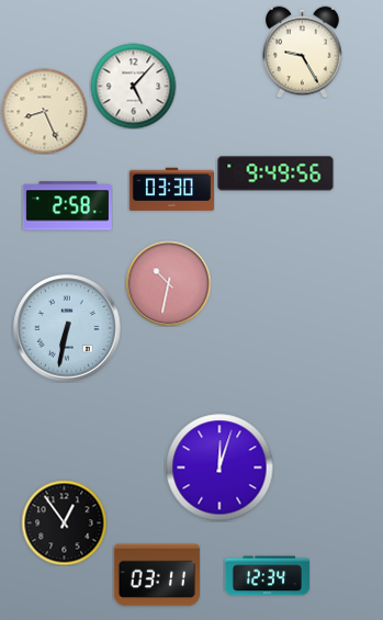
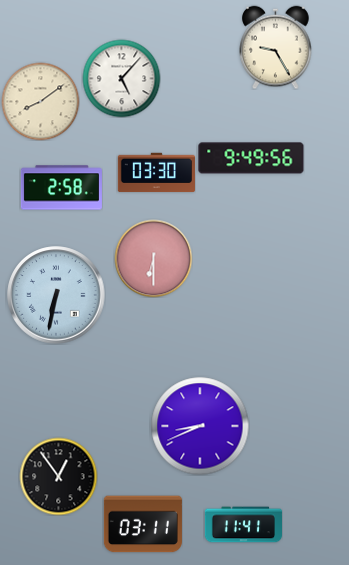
clock at (44, 111): 8:26 -> 8:09
clock at (168, 283): 10:32 -> 6:30
clock at (67, 328) position: (67, 328) -> (56, 295)
clock at (219, 467): 12:03 -> 8:41
clock at (267, 576): 12:34 -> 11:41
